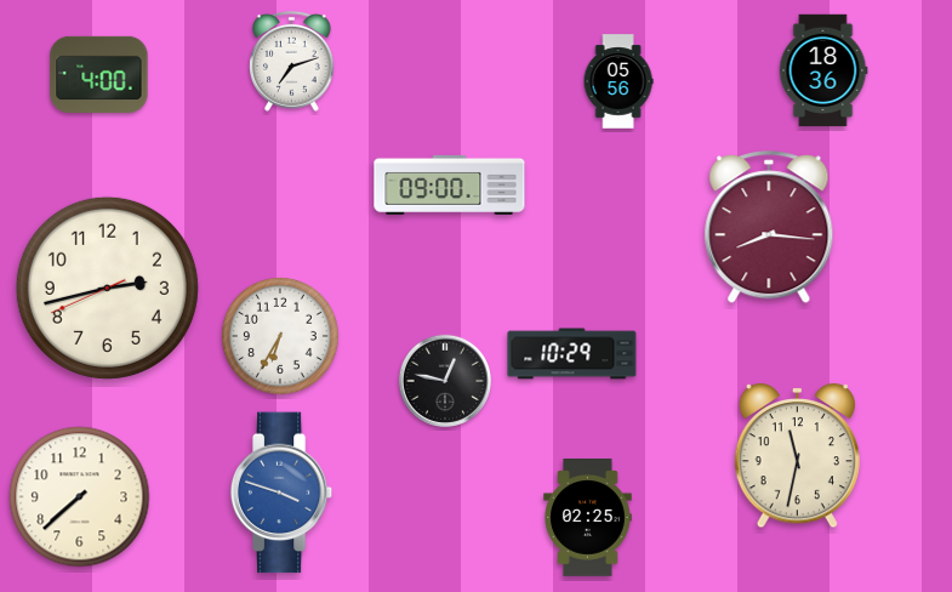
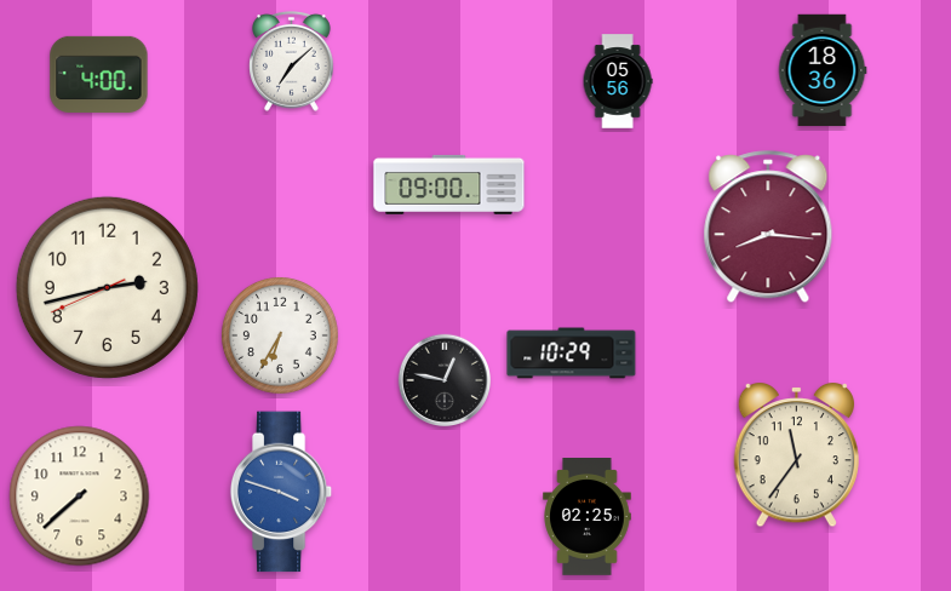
clock at (292, 61): 7:12 -> 7:08
clock at (797, 456): 11:32 -> 11:36
